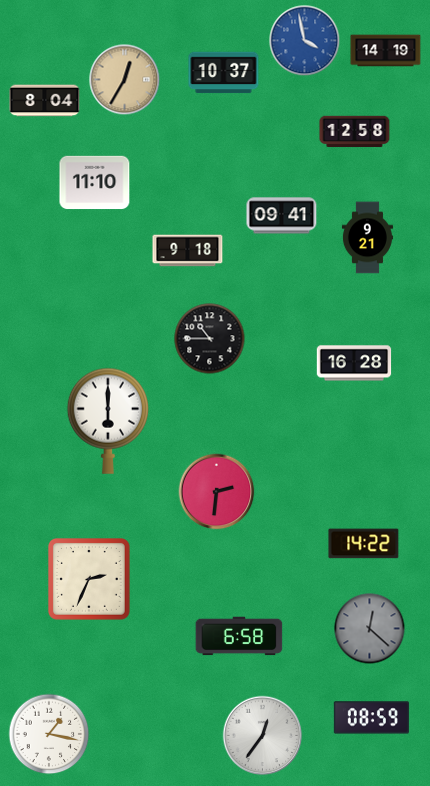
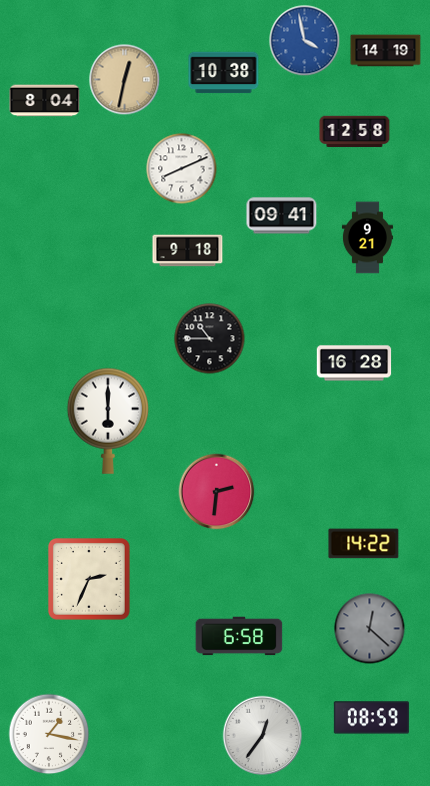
clock at (224, 73): 10:37 -> 10:38
clock at (125, 80): 12:35 -> 12:32
clock at (182, 169): none -> 8:11
clock at (95, 183): 11:10 -> none
